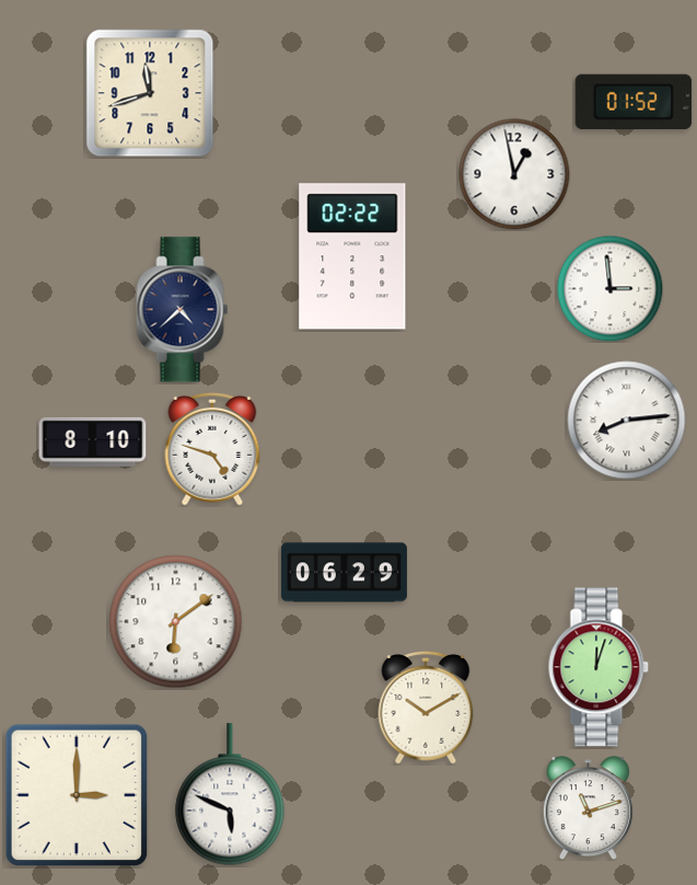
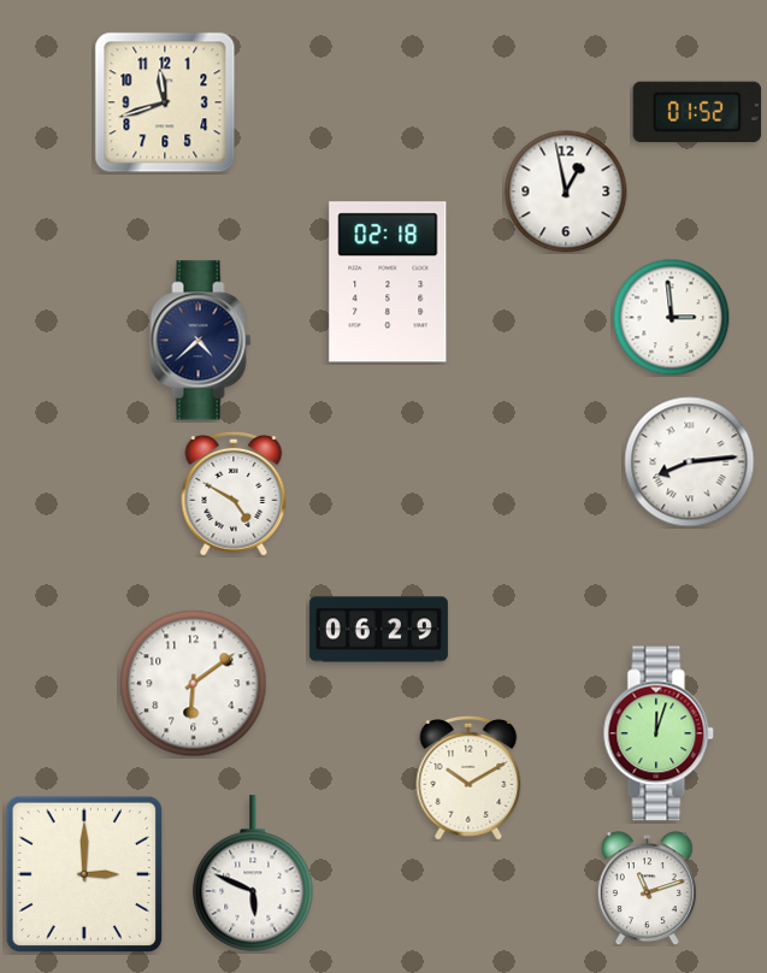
clock at (352, 256): 02:22 -> 02:18
clock at (93, 441): 8:10 -> none
clock at (212, 449): 4:48 -> 4:50
